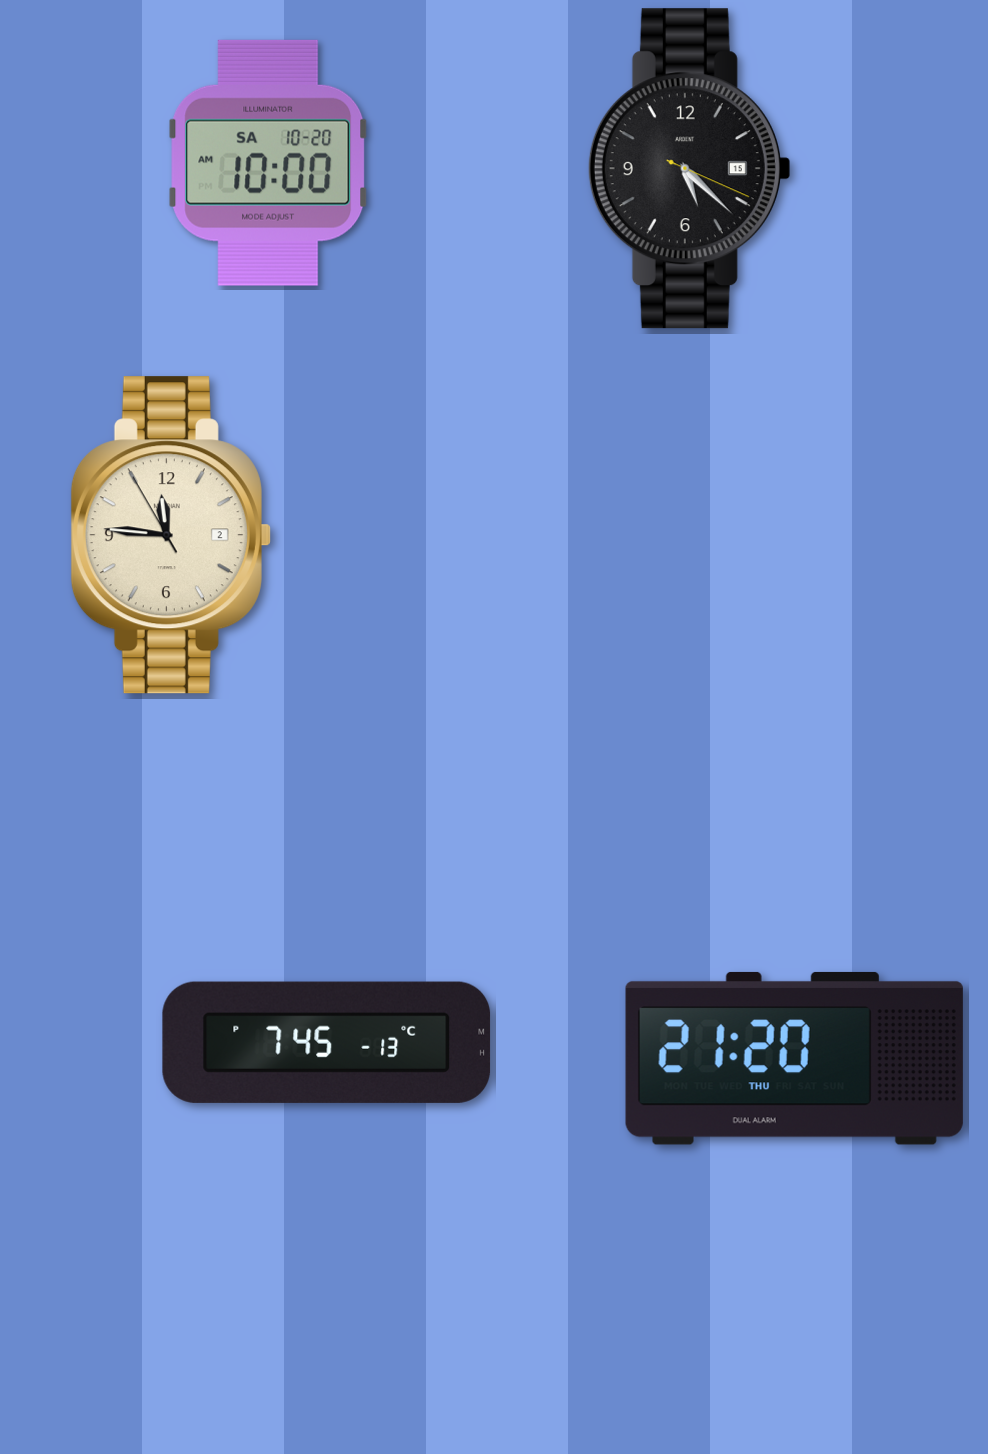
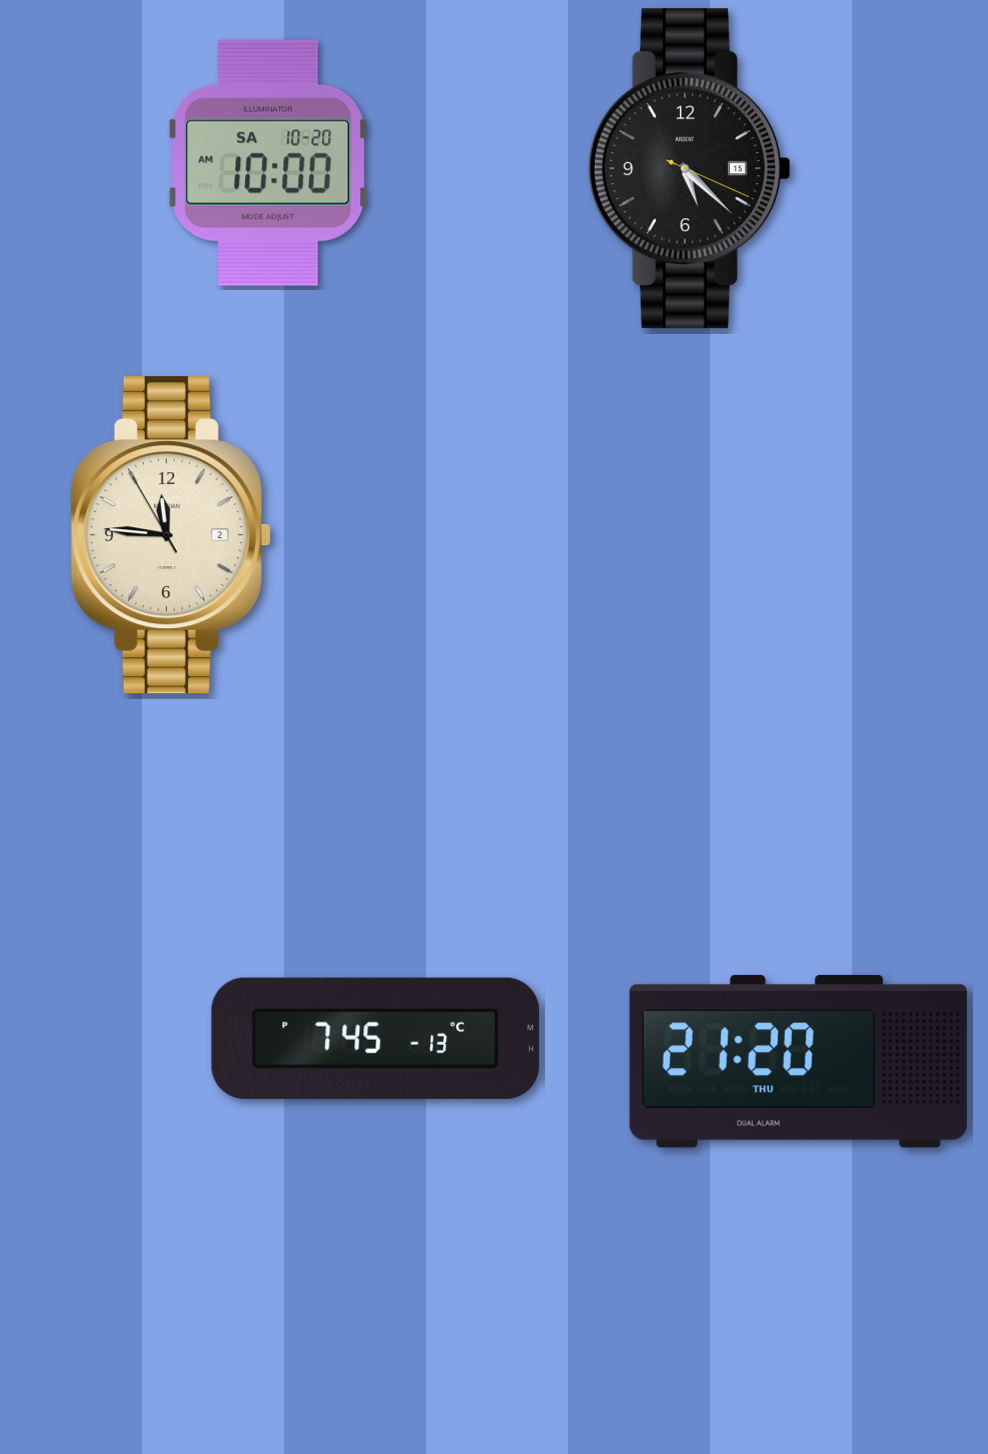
clock at (327, 1042) position: (327, 1042) -> (376, 1038)
clock at (794, 1058) position: (794, 1058) -> (798, 1061)
